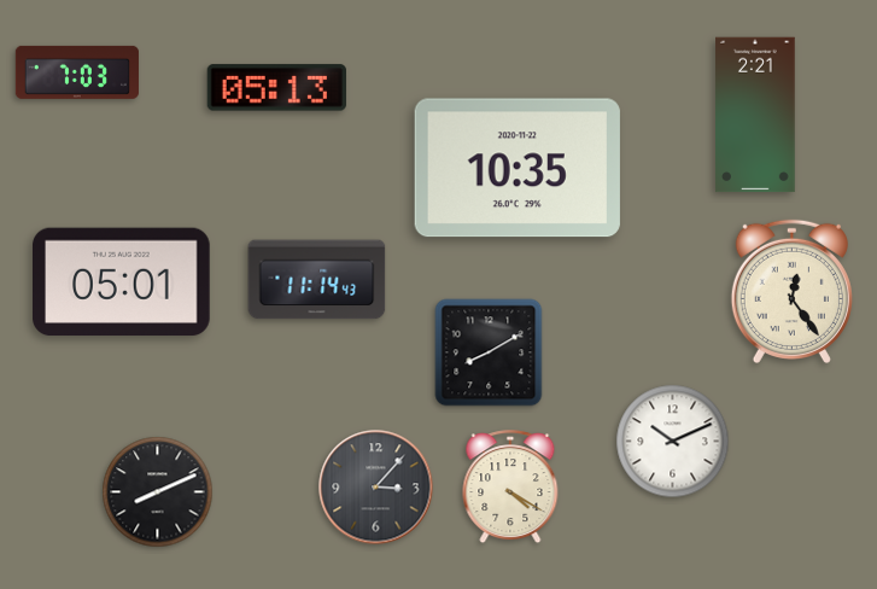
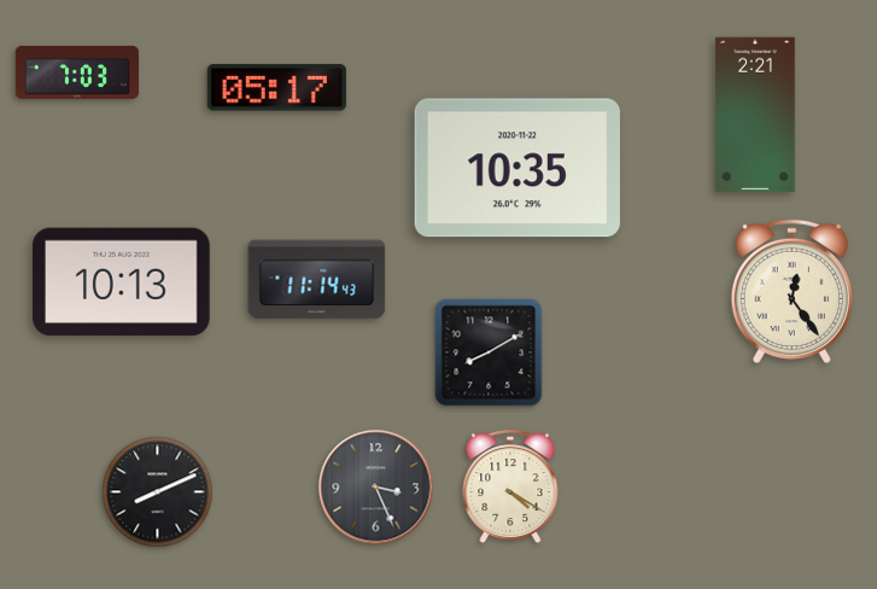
clock at (276, 88): 05:13 -> 05:17
clock at (122, 282): 05:01 -> 10:13
clock at (673, 442): 10:11 -> none
clock at (376, 488): 3:07 -> 3:26
